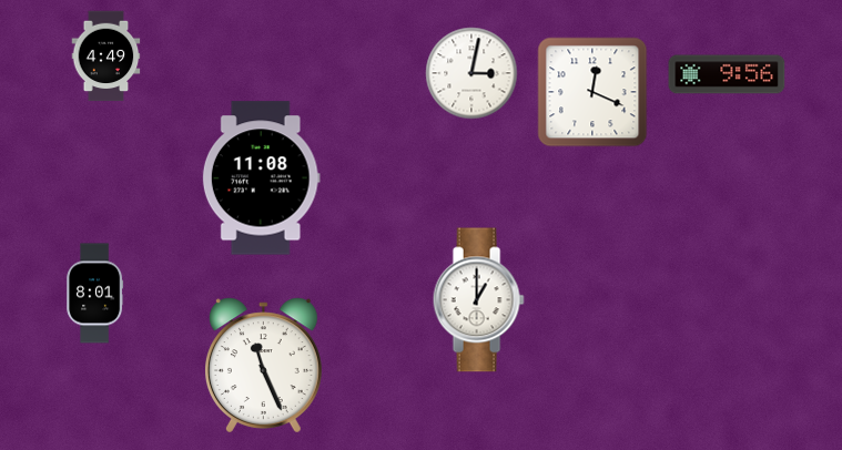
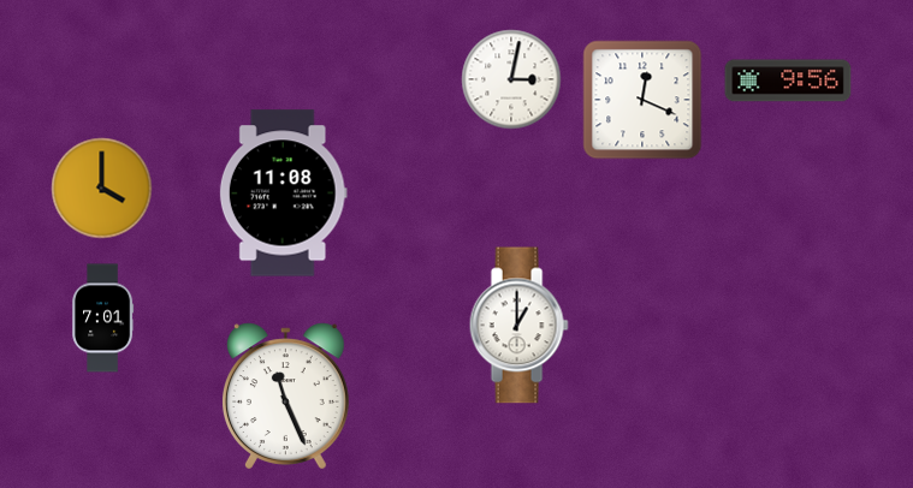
clock at (106, 57): 4:49 -> none
clock at (102, 189): none -> 4:00
clock at (95, 294): 8:01 -> 7:01
